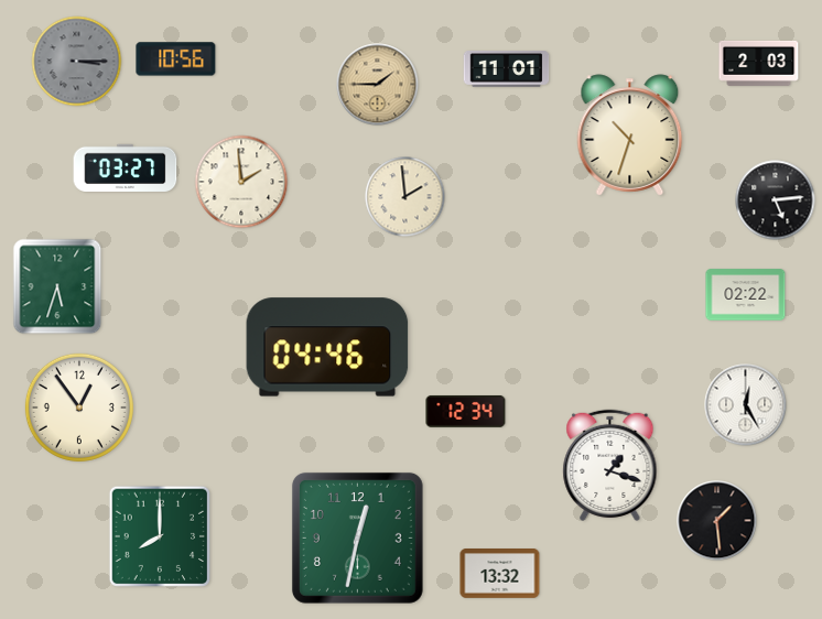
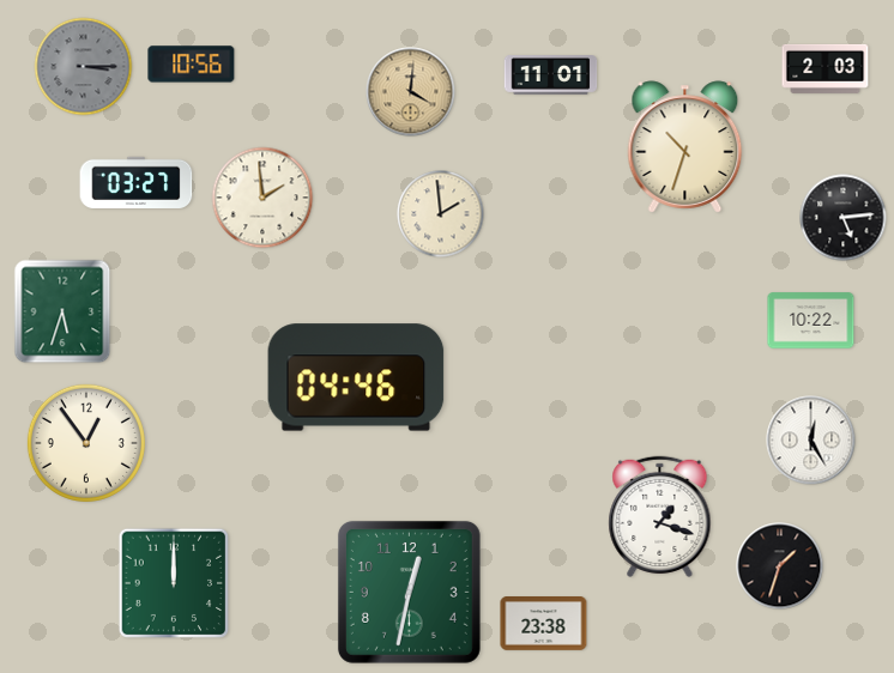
clock at (378, 85): 1:45 -> 4:01
clock at (746, 295): 02:22 -> 10:22
clock at (466, 411): 12:34 -> none
clock at (610, 465) position: (610, 465) -> (660, 516)
clock at (717, 521): 1:29 -> 1:33
clock at (159, 535): 8:00 -> 12:00
clock at (357, 537) position: (357, 537) -> (409, 592)
clock at (500, 574): 13:32 -> 23:38
